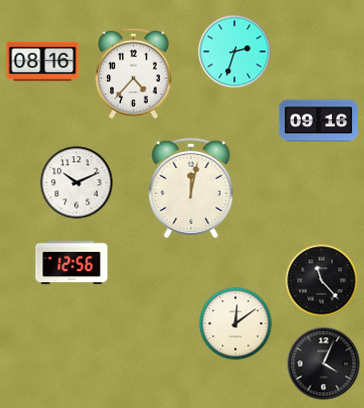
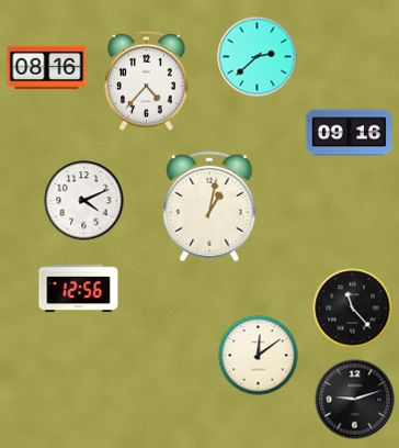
clock at (235, 52): 2:33 -> 2:38
clock at (77, 183): 10:11 -> 4:11
clock at (191, 188): 12:02 -> 1:02
clock at (324, 364): 4:04 -> 9:12
